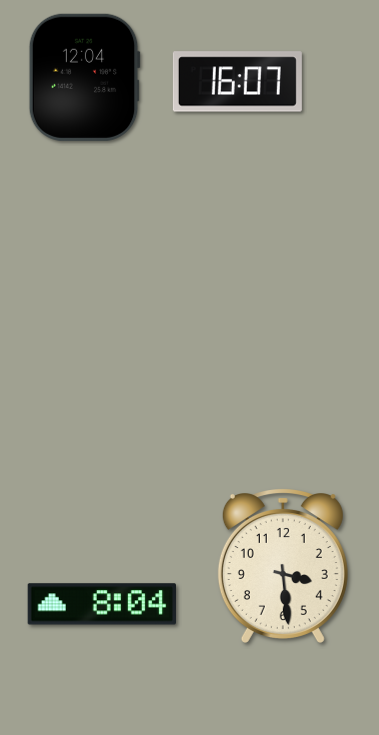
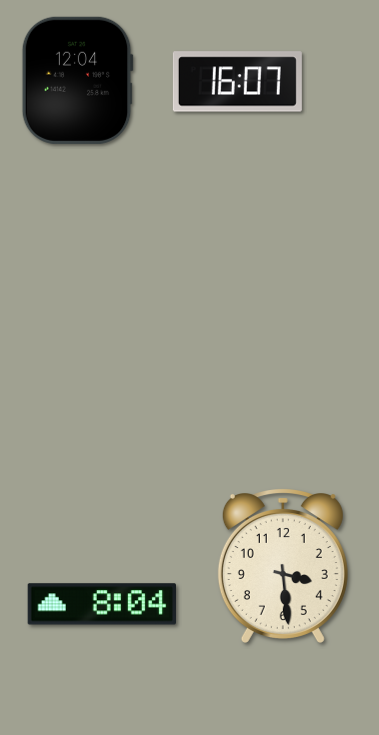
clock at (84, 77) position: (84, 77) -> (77, 80)
